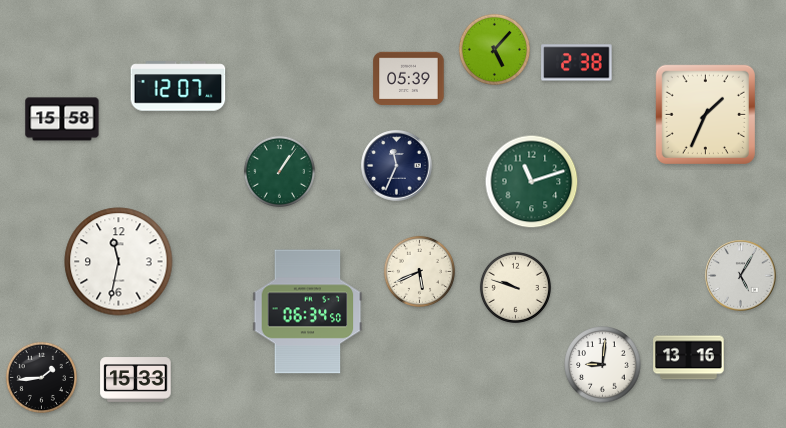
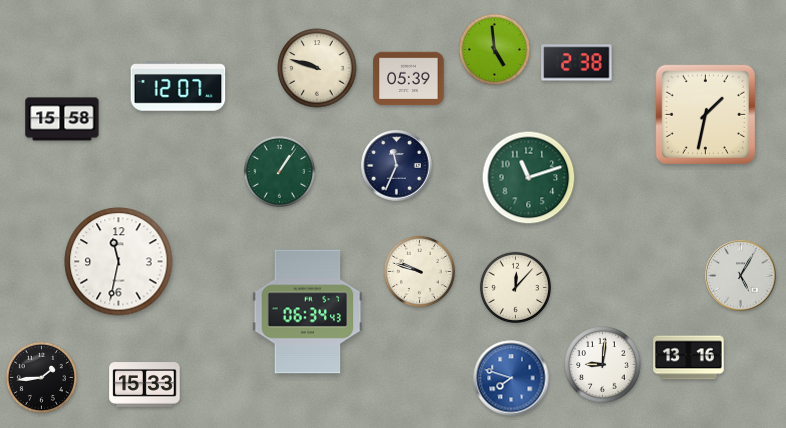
clock at (494, 49): 5:07 -> 4:59
clock at (317, 68): none -> 9:48
clock at (705, 114): 1:34 -> 1:32
clock at (532, 182) position: (532, 182) -> (529, 178)
clock at (419, 271): 5:41 -> 9:48
clock at (515, 287): 9:48 -> 12:07
clock at (308, 312): 06:34:50 -> 06:34:43
clock at (511, 378): none -> 7:48
clock at (136, 380) position: (136, 380) -> (145, 385)
